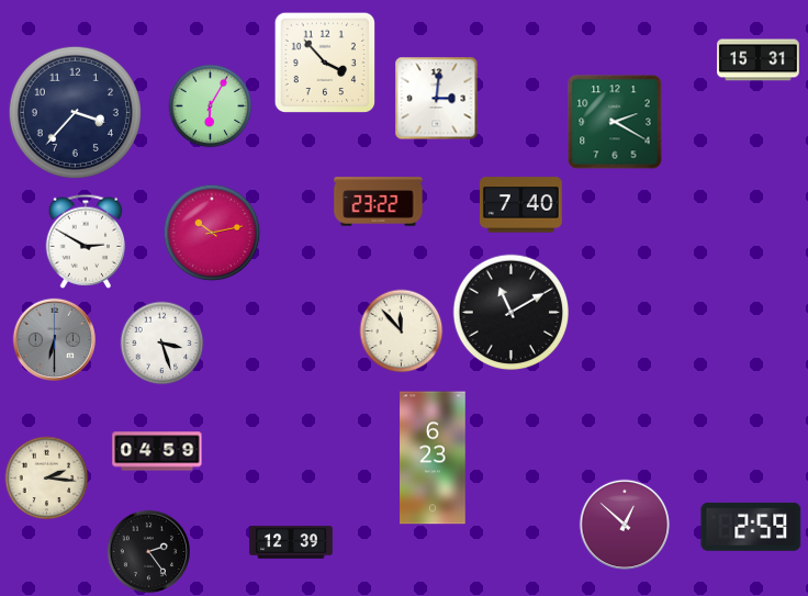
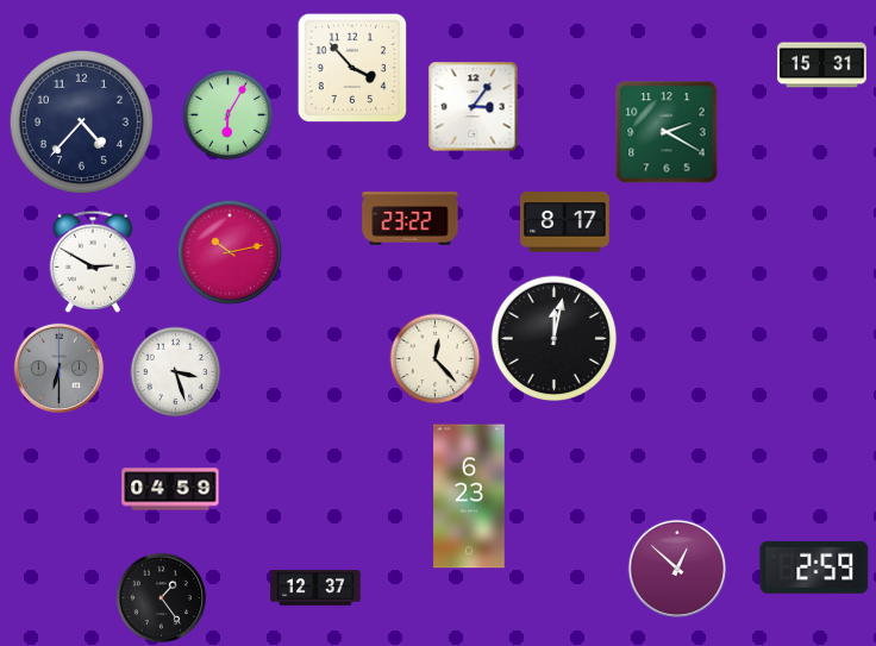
clock at (437, 99): 3:01 -> 3:06
clock at (75, 112): 3:37 -> 4:37
clock at (520, 205): 7:40 -> 8:17
clock at (512, 313): 11:10 -> 12:02
clock at (402, 331): 11:53 -> 12:23
clock at (47, 479): 2:16 -> none
clock at (751, 527) position: (751, 527) -> (814, 567)
clock at (291, 542): 12:39 -> 12:37
clock at (148, 551): 2:24 -> 1:24
